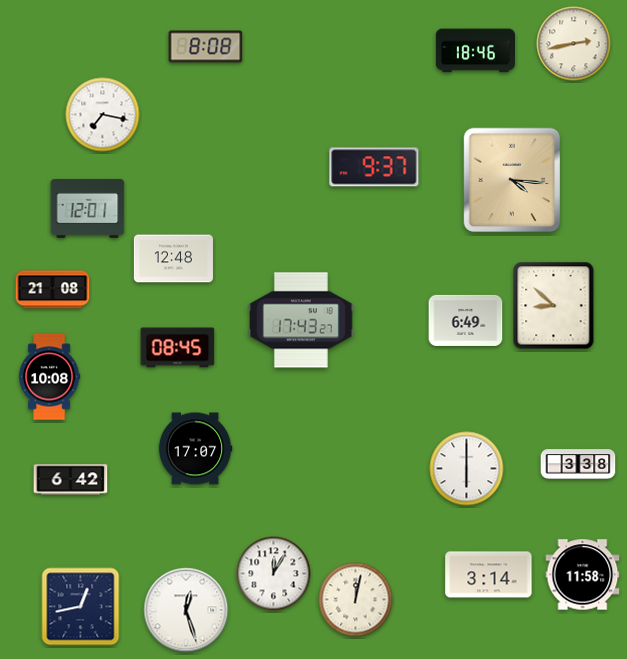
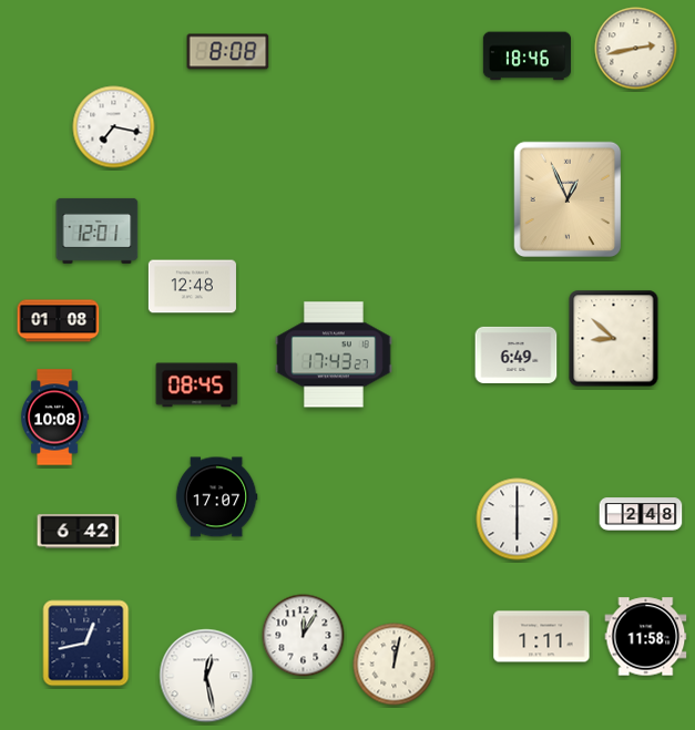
clock at (374, 167): 9:37 -> none
clock at (512, 180): 4:16 -> 12:56
clock at (53, 290): 21:08 -> 01:08
clock at (578, 464): 3:38 -> 2:48
clock at (489, 575): 3:14 -> 1:11
clock at (81, 607) position: (81, 607) -> (86, 644)
clock at (186, 610): 12:27 -> 12:28
